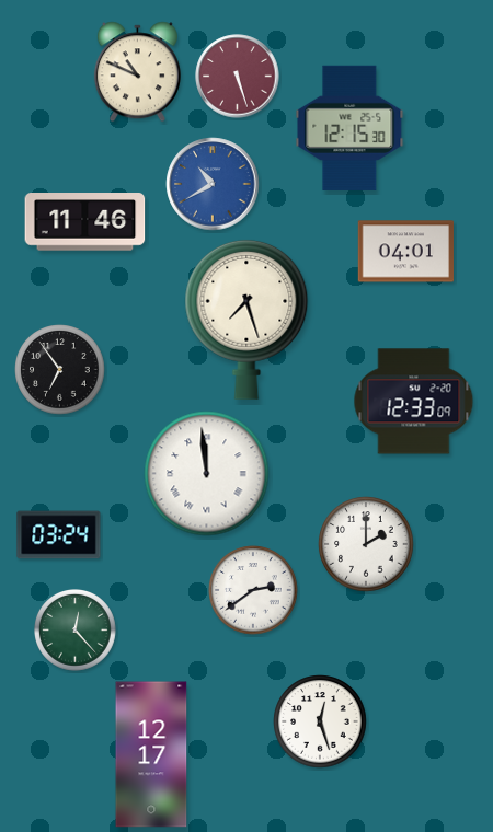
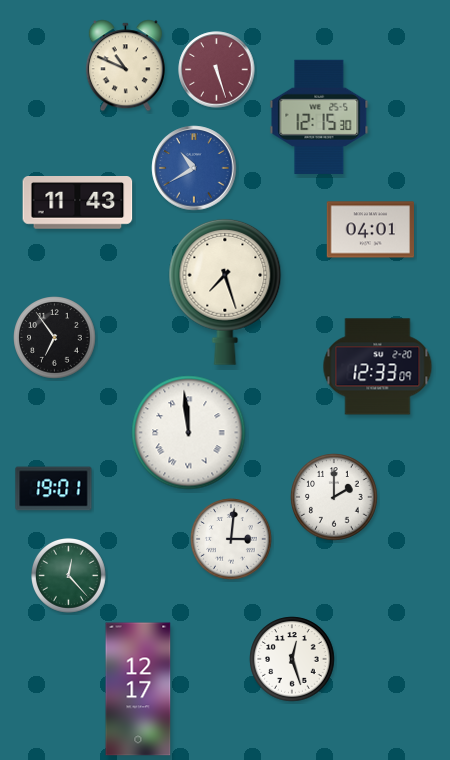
clock at (85, 222): 11:46 -> 11:43
clock at (59, 535): 03:24 -> 19:01
clock at (253, 590): 2:39 -> 3:01
